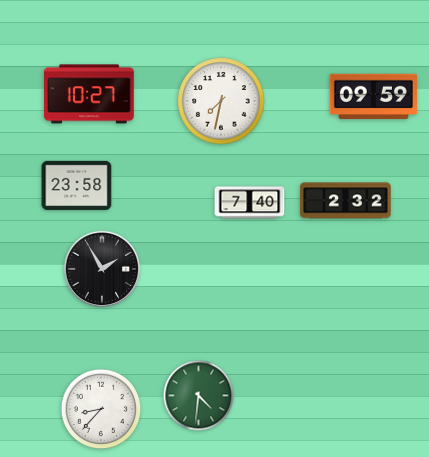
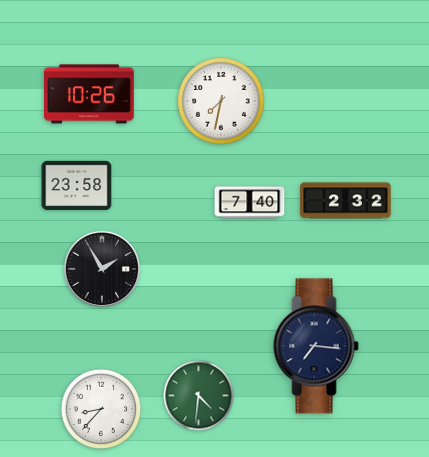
clock at (90, 94): 10:27 -> 10:26
clock at (373, 97): 09:59 -> none
clock at (316, 346): none -> 7:16
